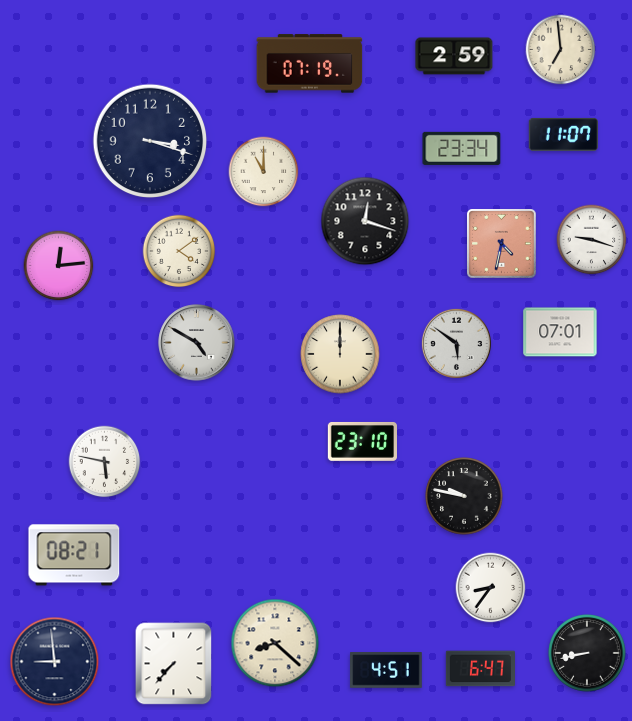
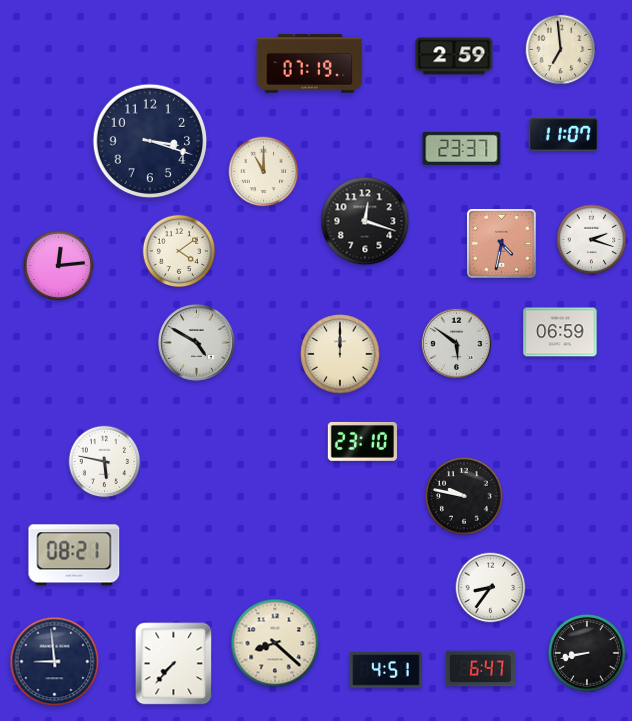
clock at (462, 148): 23:34 -> 23:37
clock at (592, 240): 9:18 -> 2:18
clock at (560, 332): 07:01 -> 06:59
